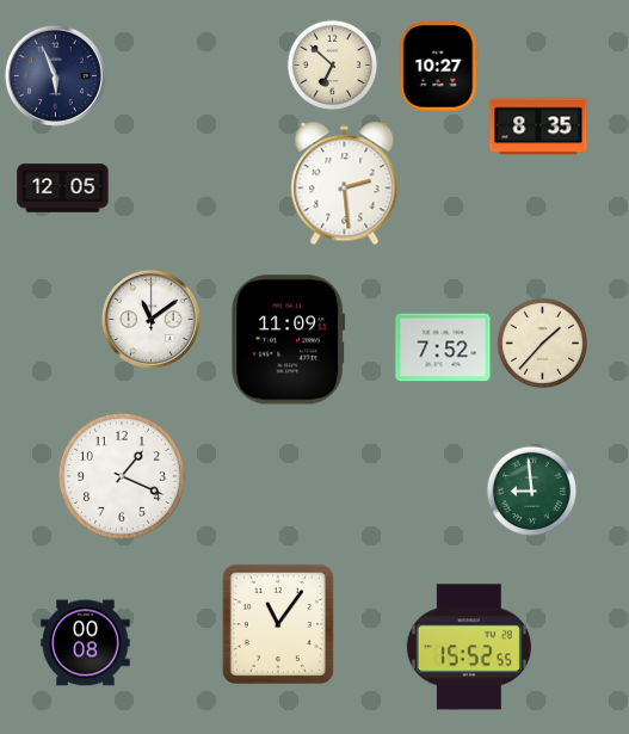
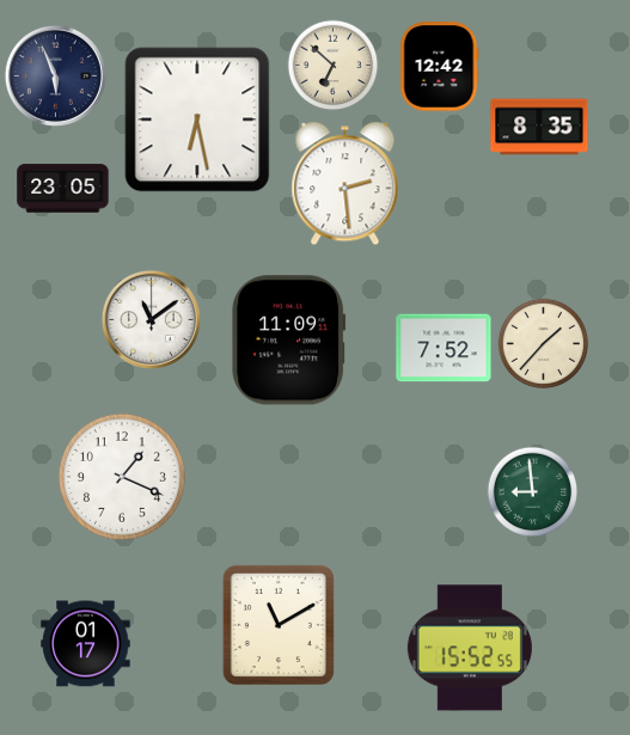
clock at (439, 67): 10:27 -> 12:42
clock at (197, 120): none -> 6:28
clock at (63, 189): 12:05 -> 23:05
clock at (278, 624): 11:06 -> 11:10
clock at (86, 643): 00:08 -> 01:17
